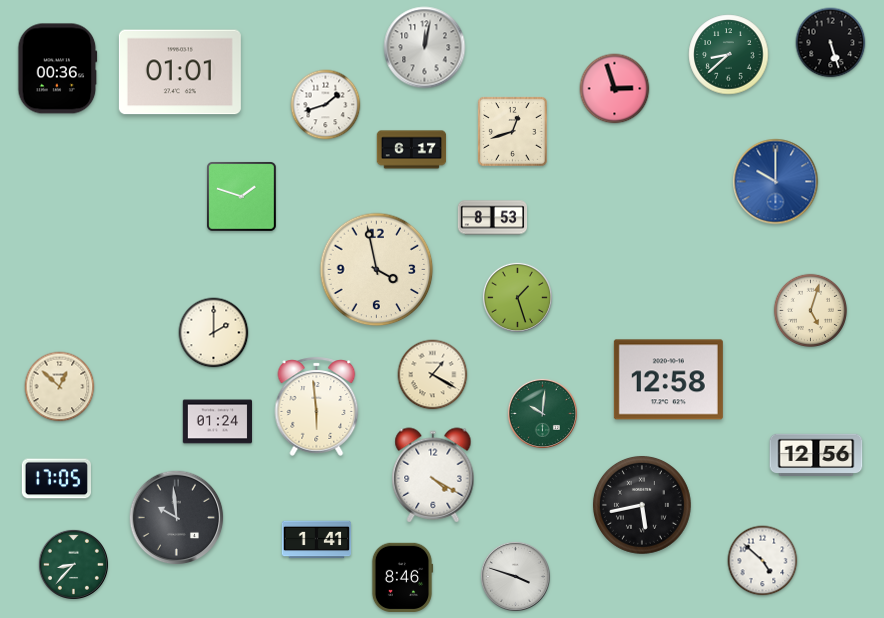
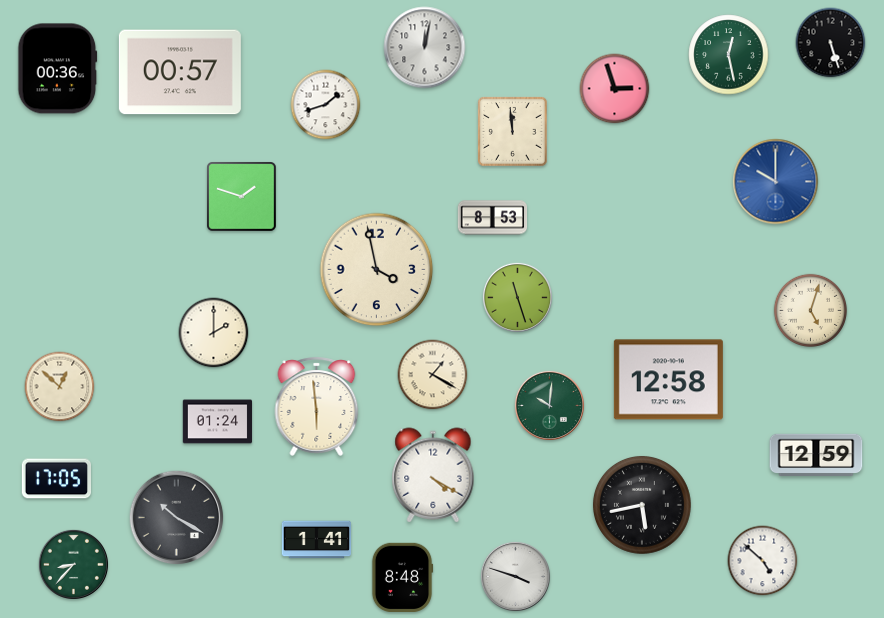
clock at (729, 55): 8:38 -> 12:28
clock at (180, 72): 01:01 -> 00:57
clock at (513, 132): 12:42 -> 11:59
clock at (412, 150): 6:17 -> none
clock at (517, 297): 1:27 -> 11:27
clock at (542, 413) position: (542, 413) -> (549, 405)
clock at (816, 455): 12:56 -> 12:59
clock at (177, 518): 9:59 -> 10:20
clock at (402, 578): 8:46 -> 8:48
